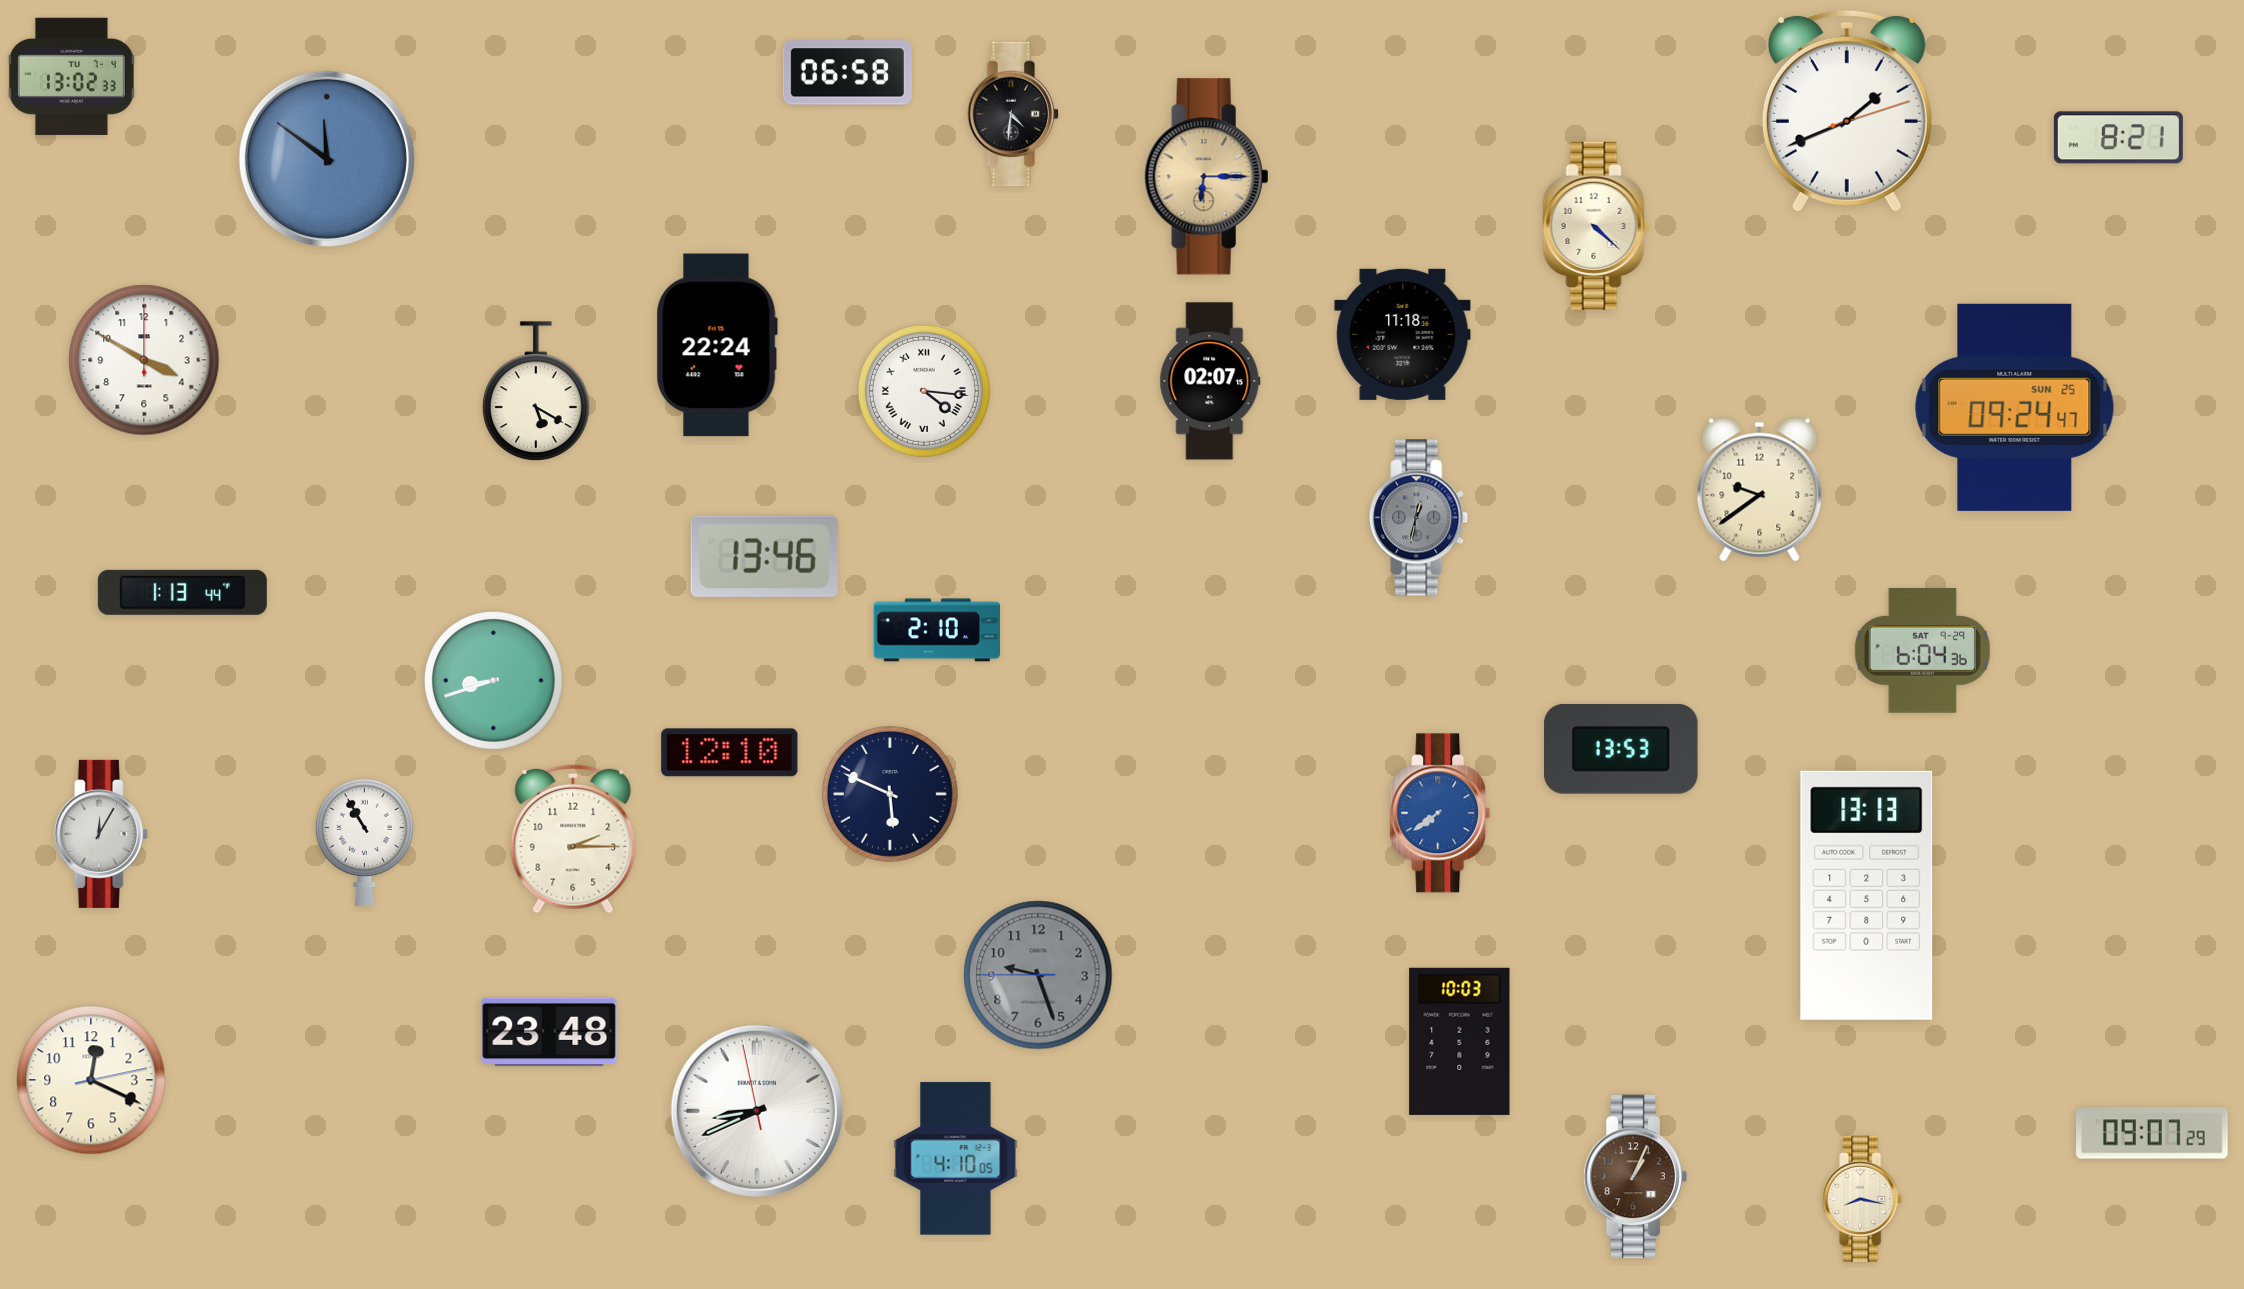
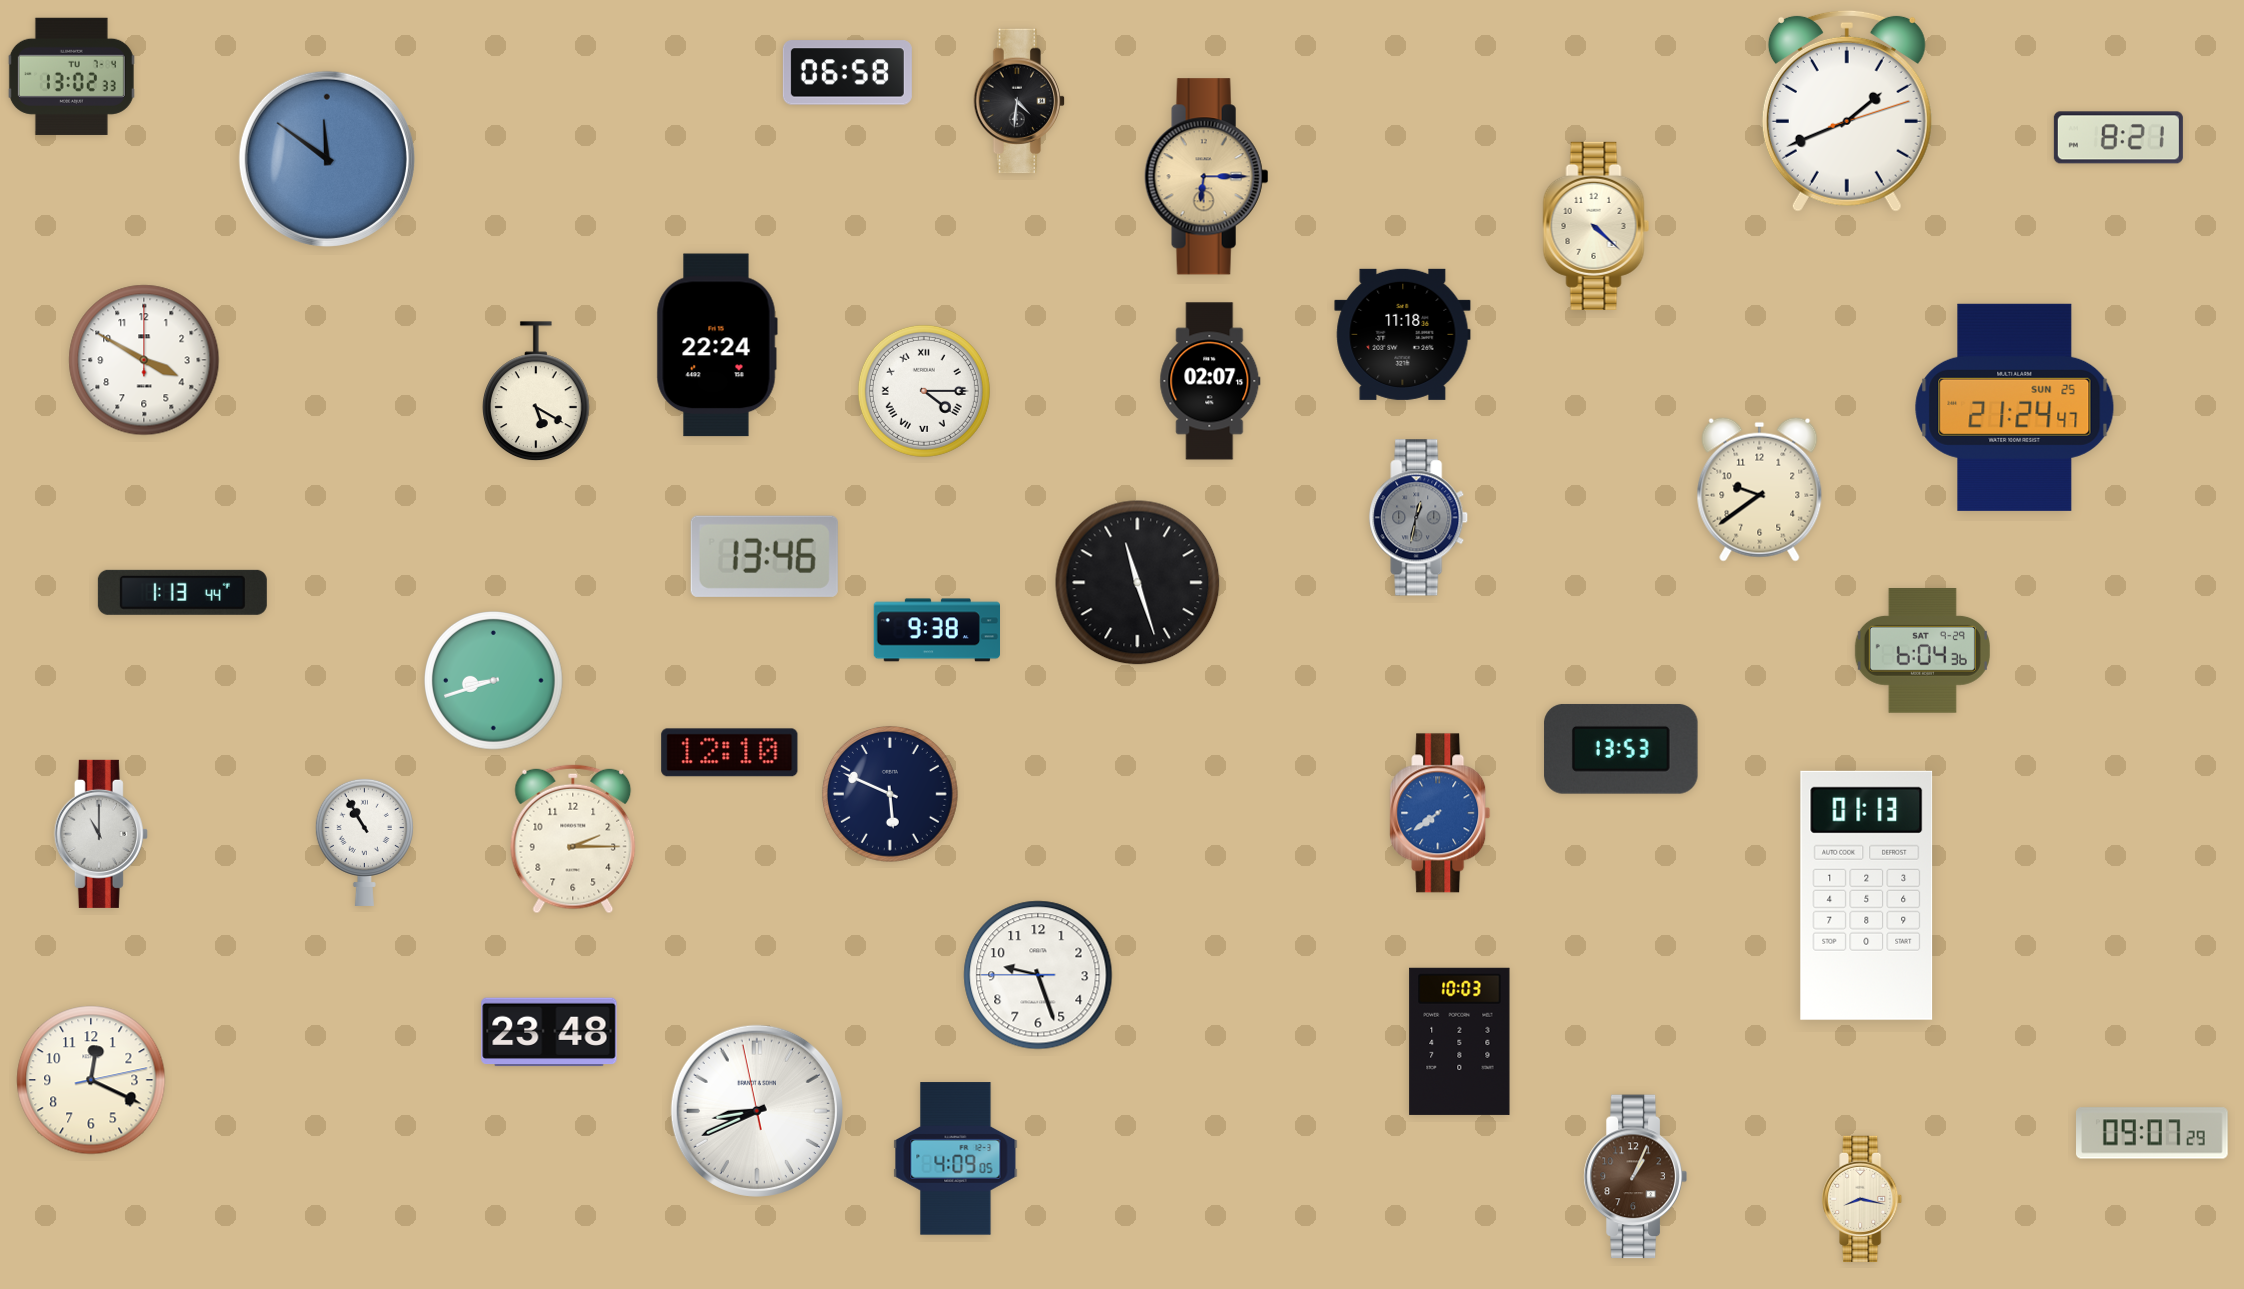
clock at (1013, 114) position: (1013, 114) -> (1019, 101)
clock at (924, 391): 4:16 -> 4:15
clock at (2015, 407): 09:24 -> 21:24
clock at (1138, 583): none -> 11:27
clock at (936, 630): 2:10 -> 9:38
clock at (101, 834): 12:05 -> 11:00
clock at (1867, 895): 13:13 -> 01:13
clock at (1038, 975) dial: grey -> white
clock at (956, 1159): 4:10 -> 4:09
